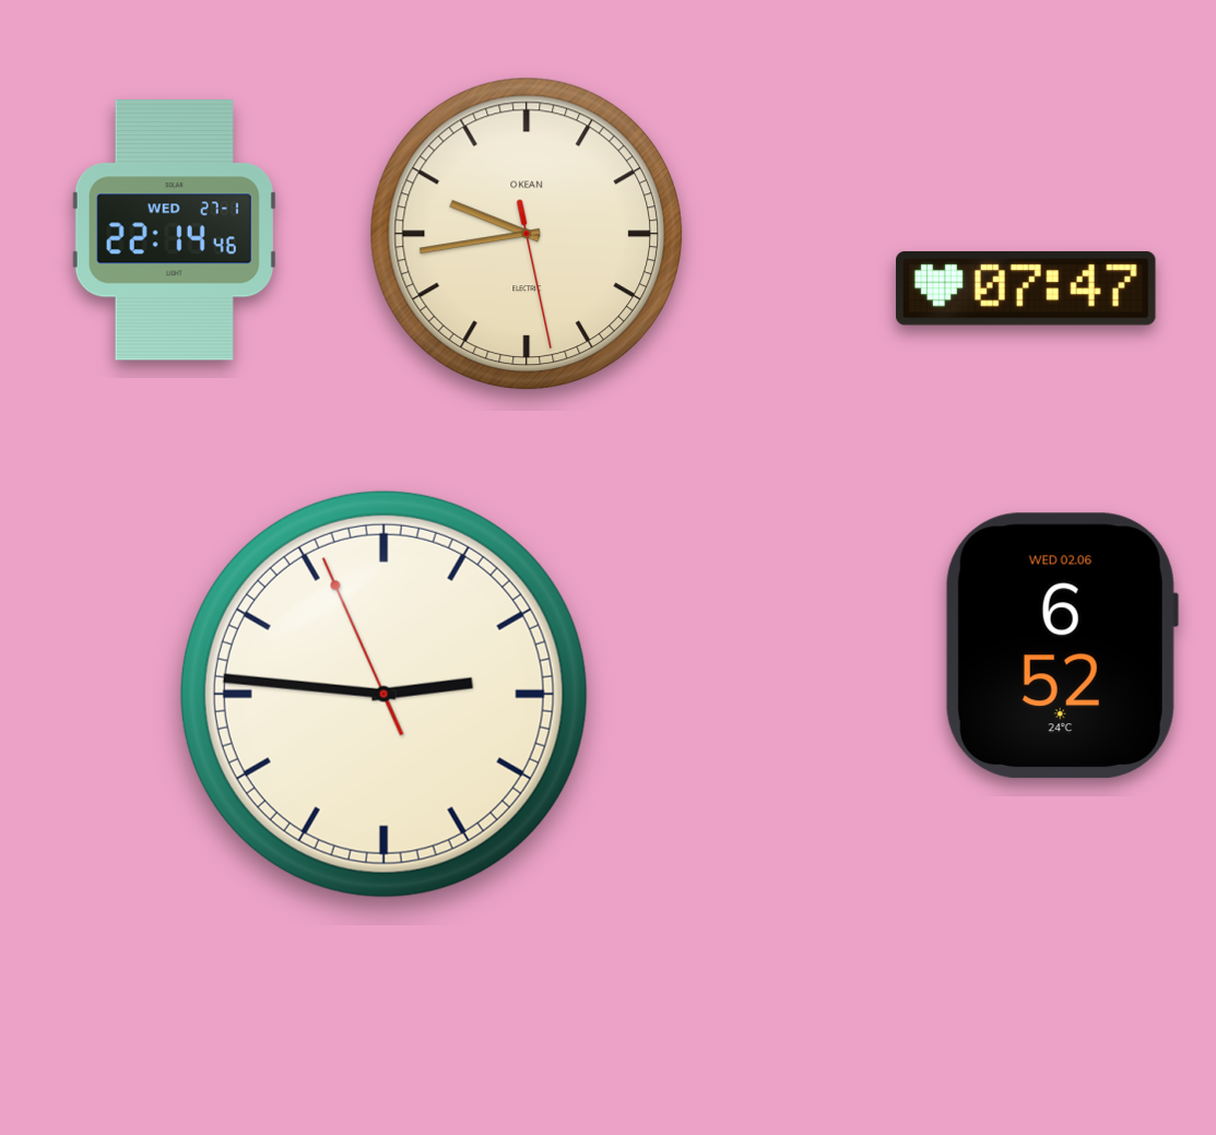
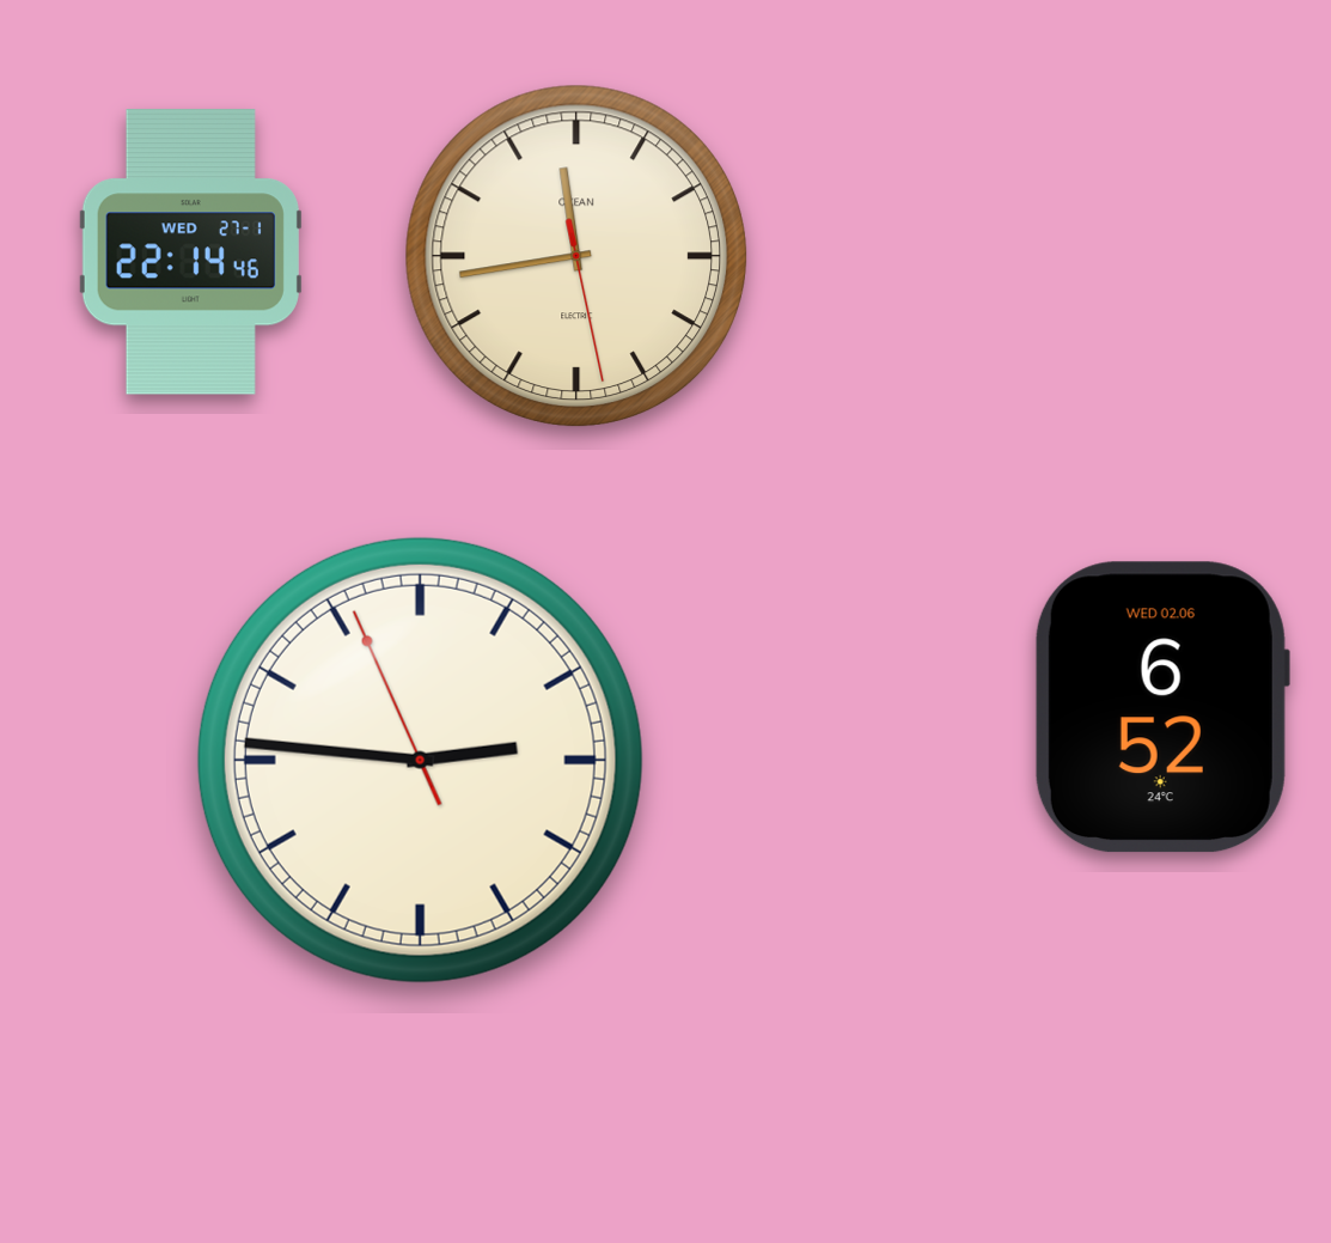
clock at (526, 233): 9:43 -> 11:43
clock at (1026, 288): 07:47 -> none
